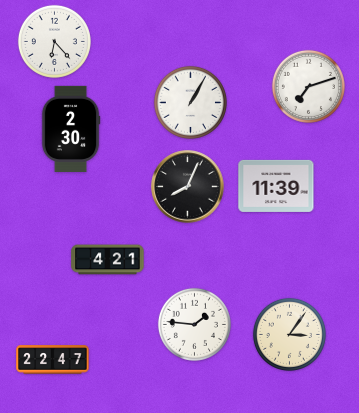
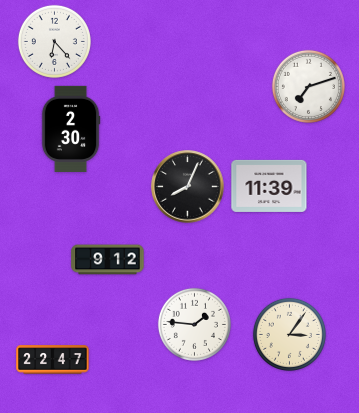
clock at (190, 102): 1:05 -> none
clock at (276, 186) position: (276, 186) -> (269, 186)
clock at (108, 260): 4:21 -> 9:12
